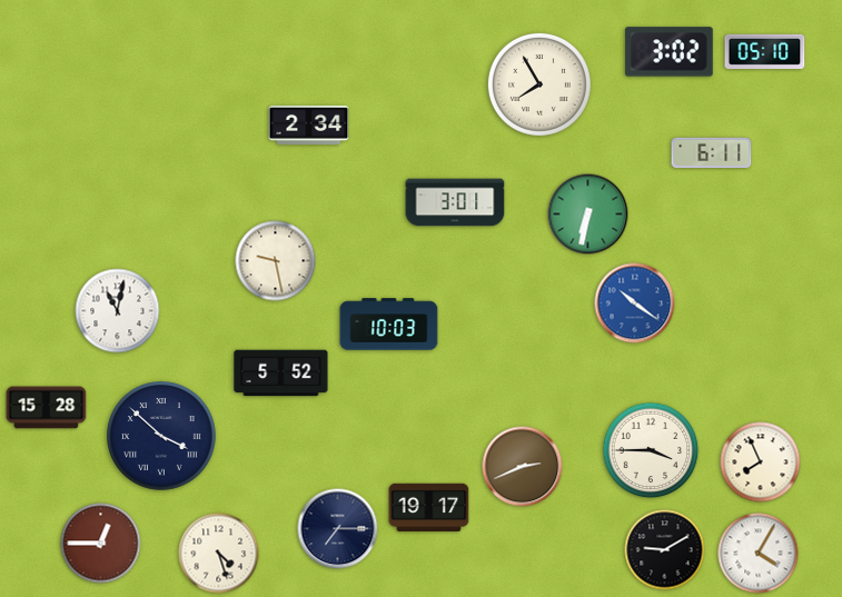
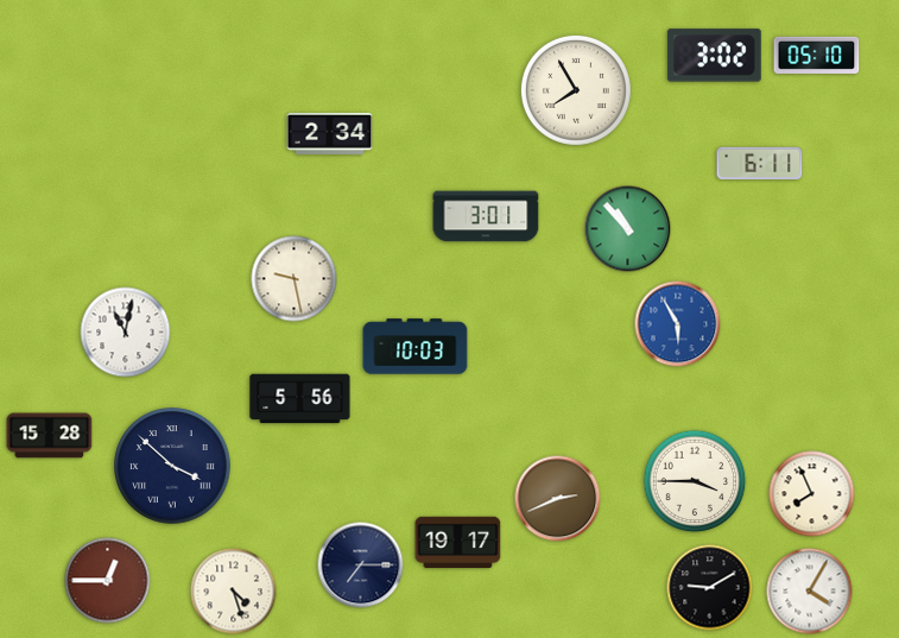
clock at (588, 215): 6:32 -> 10:53
clock at (635, 304): 10:21 -> 5:55
clock at (281, 374): 5:52 -> 5:56
